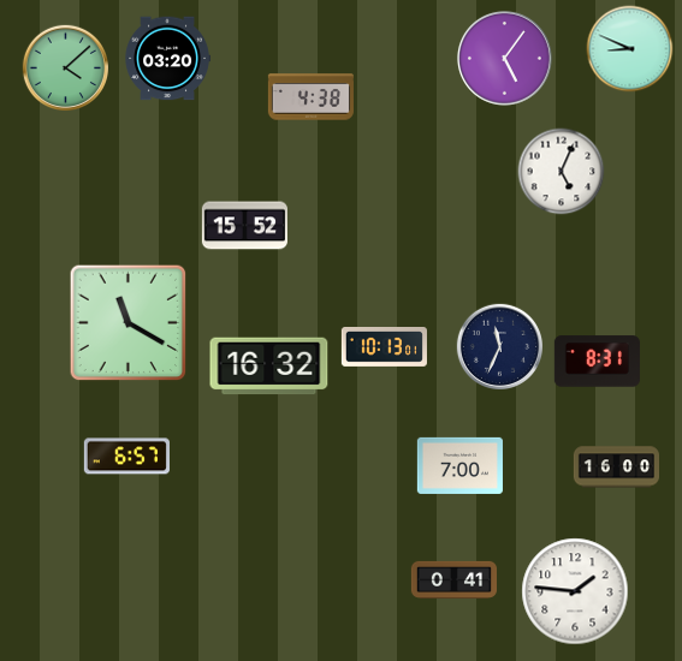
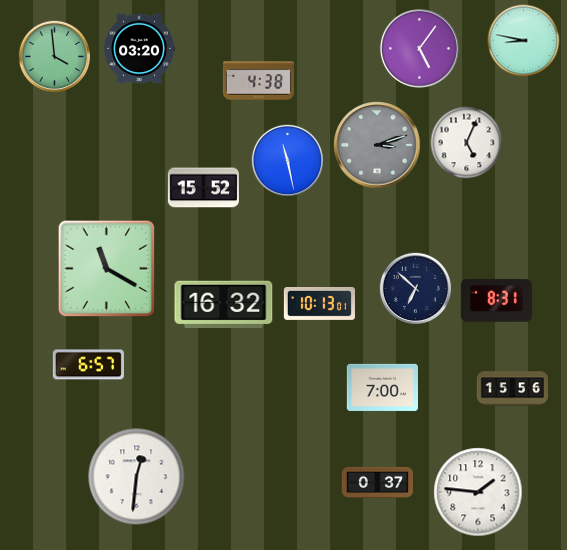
clock at (630, 49): 8:49 -> 8:47
clock at (65, 67): 4:08 -> 3:59
clock at (377, 145): none -> 3:12
clock at (287, 160): none -> 11:28
clock at (499, 346): 11:34 -> 6:52
clock at (384, 347) position: (384, 347) -> (319, 304)
clock at (126, 457) position: (126, 457) -> (88, 365)
clock at (616, 468): 16:00 -> 15:56
clock at (137, 477): none -> 12:31
clock at (453, 579): 0:41 -> 0:37
